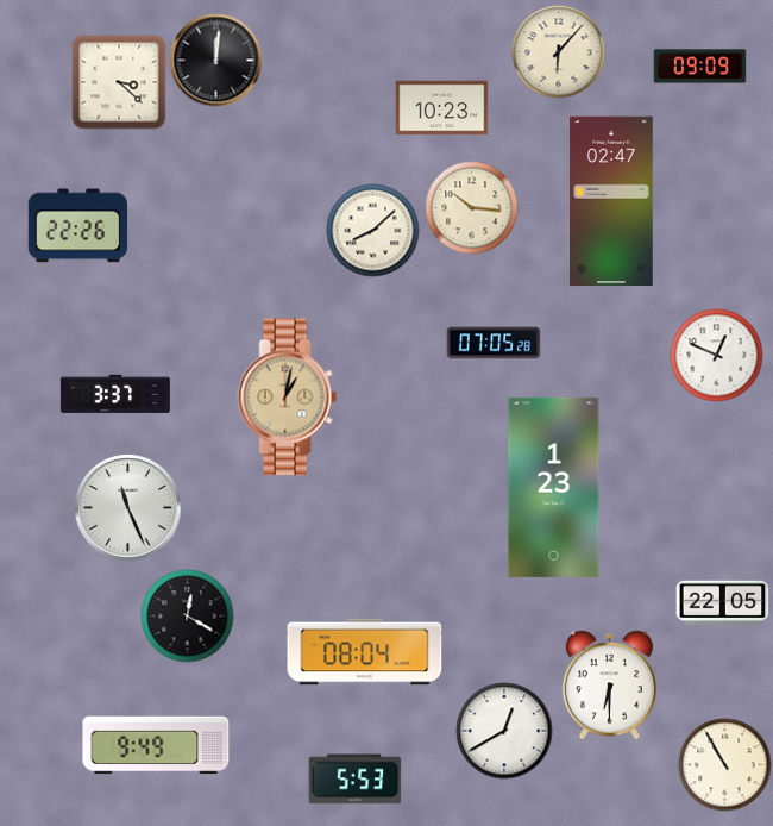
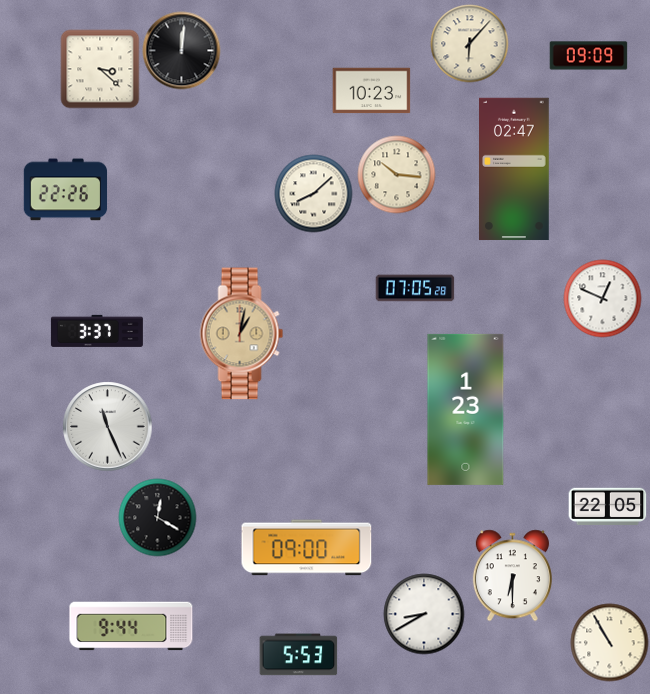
clock at (365, 652): 08:04 -> 09:00
clock at (504, 731): 12:40 -> 8:40
clock at (156, 745): 9:49 -> 9:44
